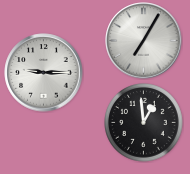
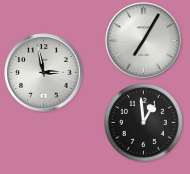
clock at (44, 73): 9:15 -> 2:58
